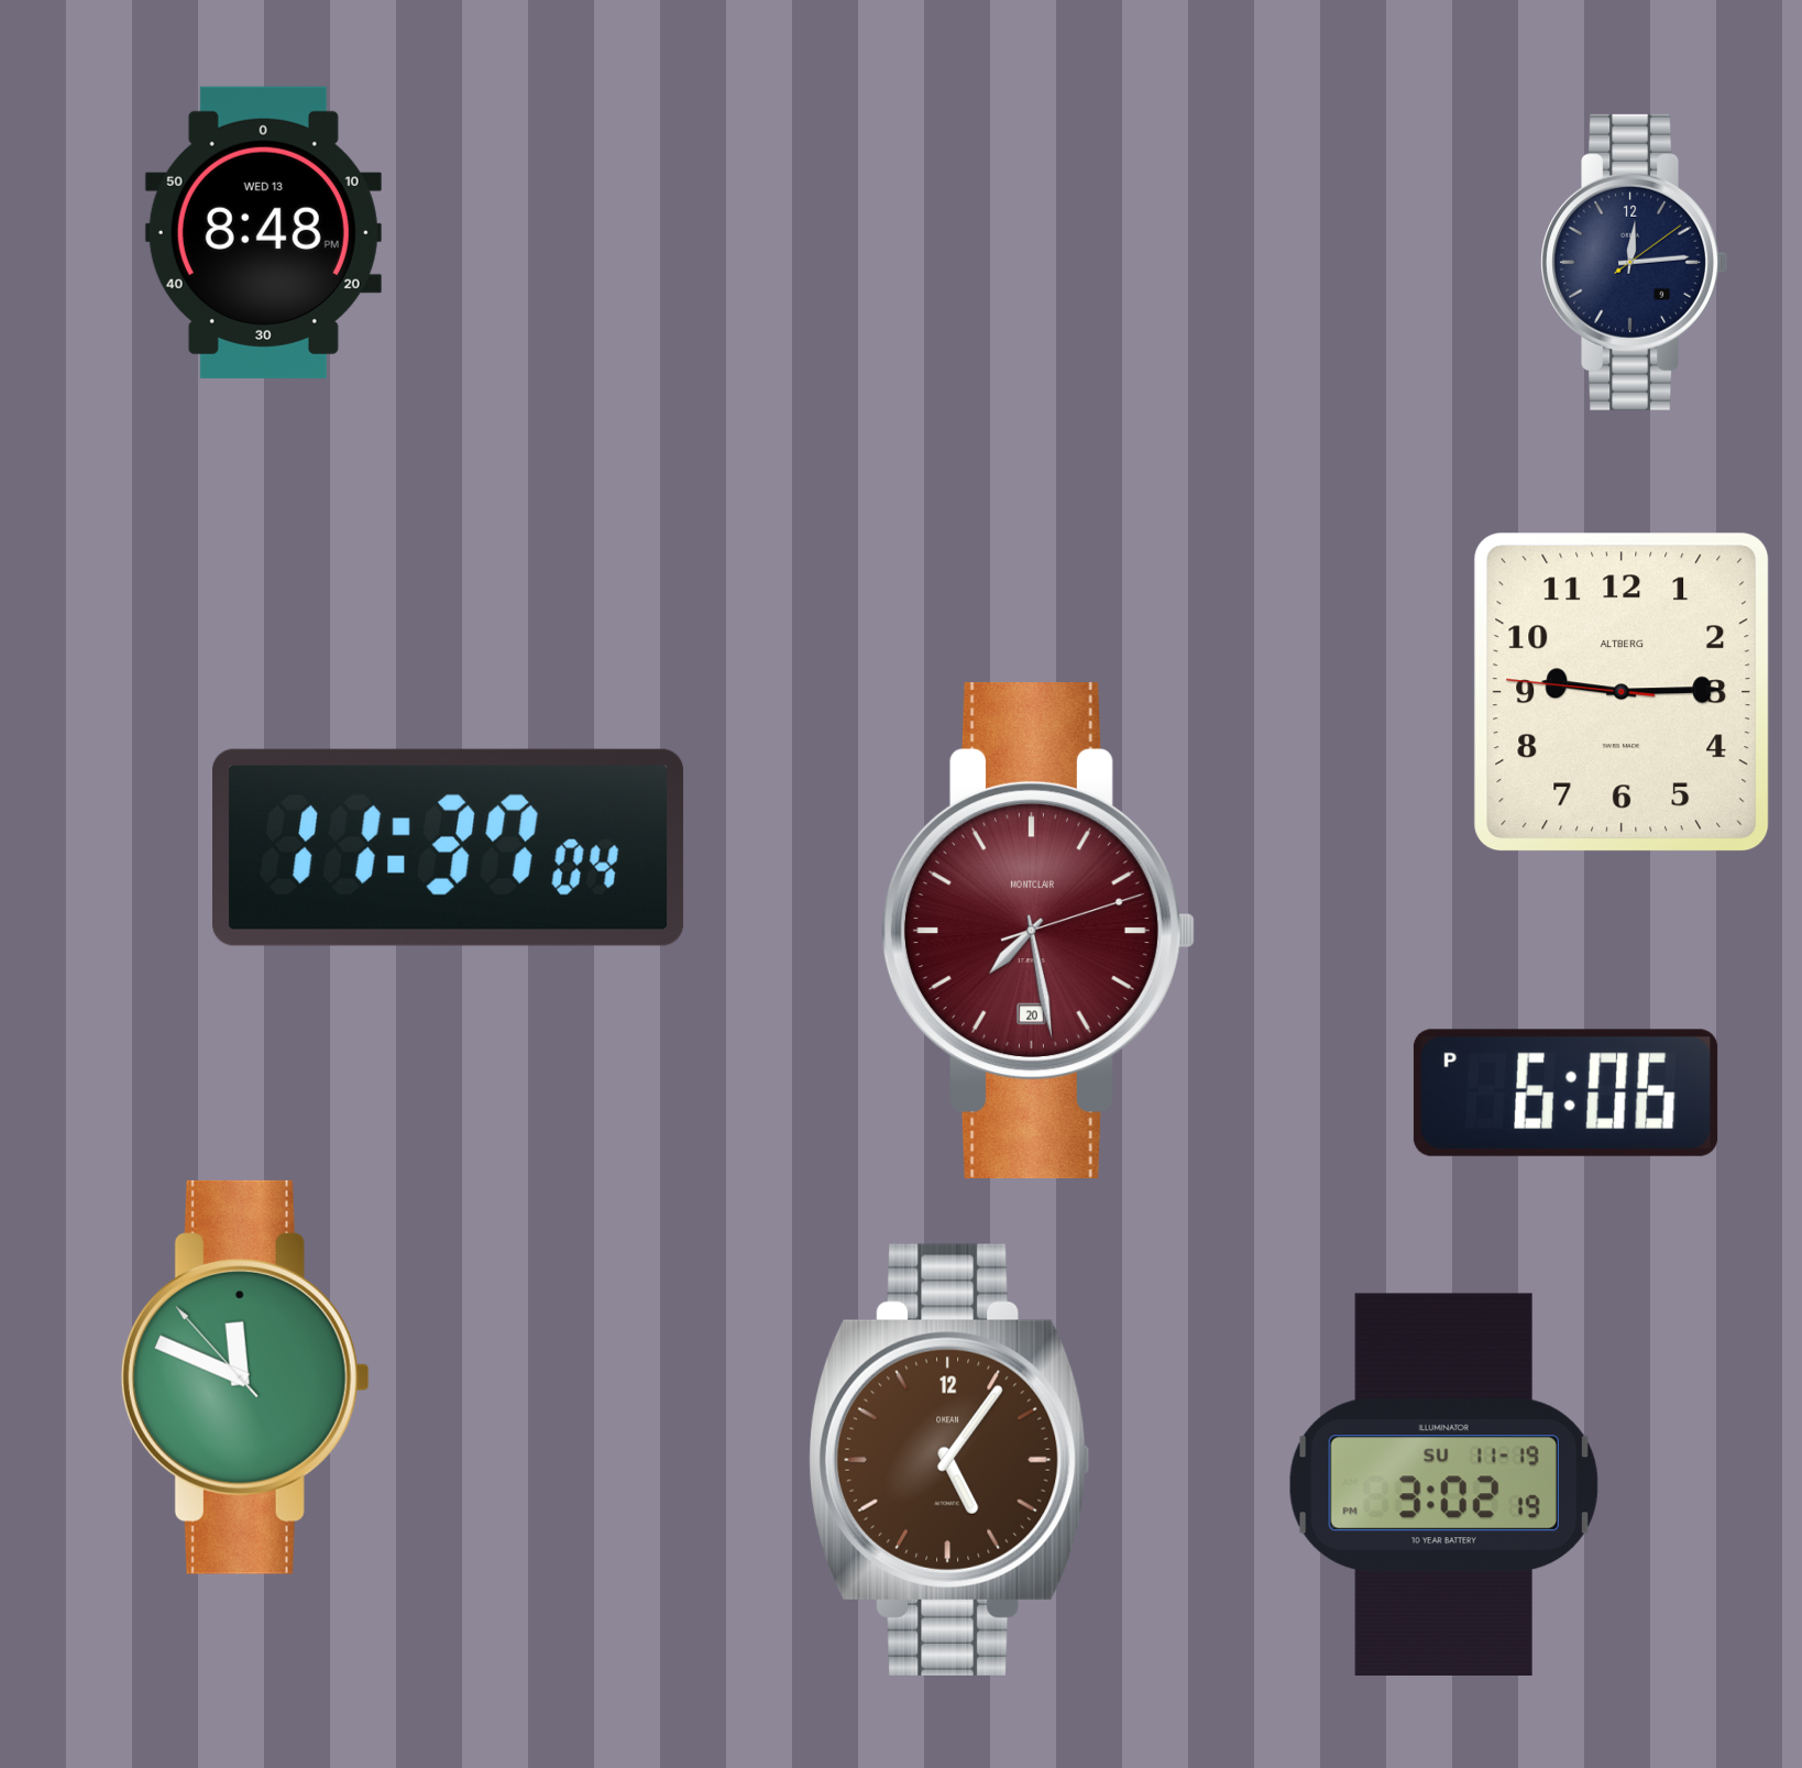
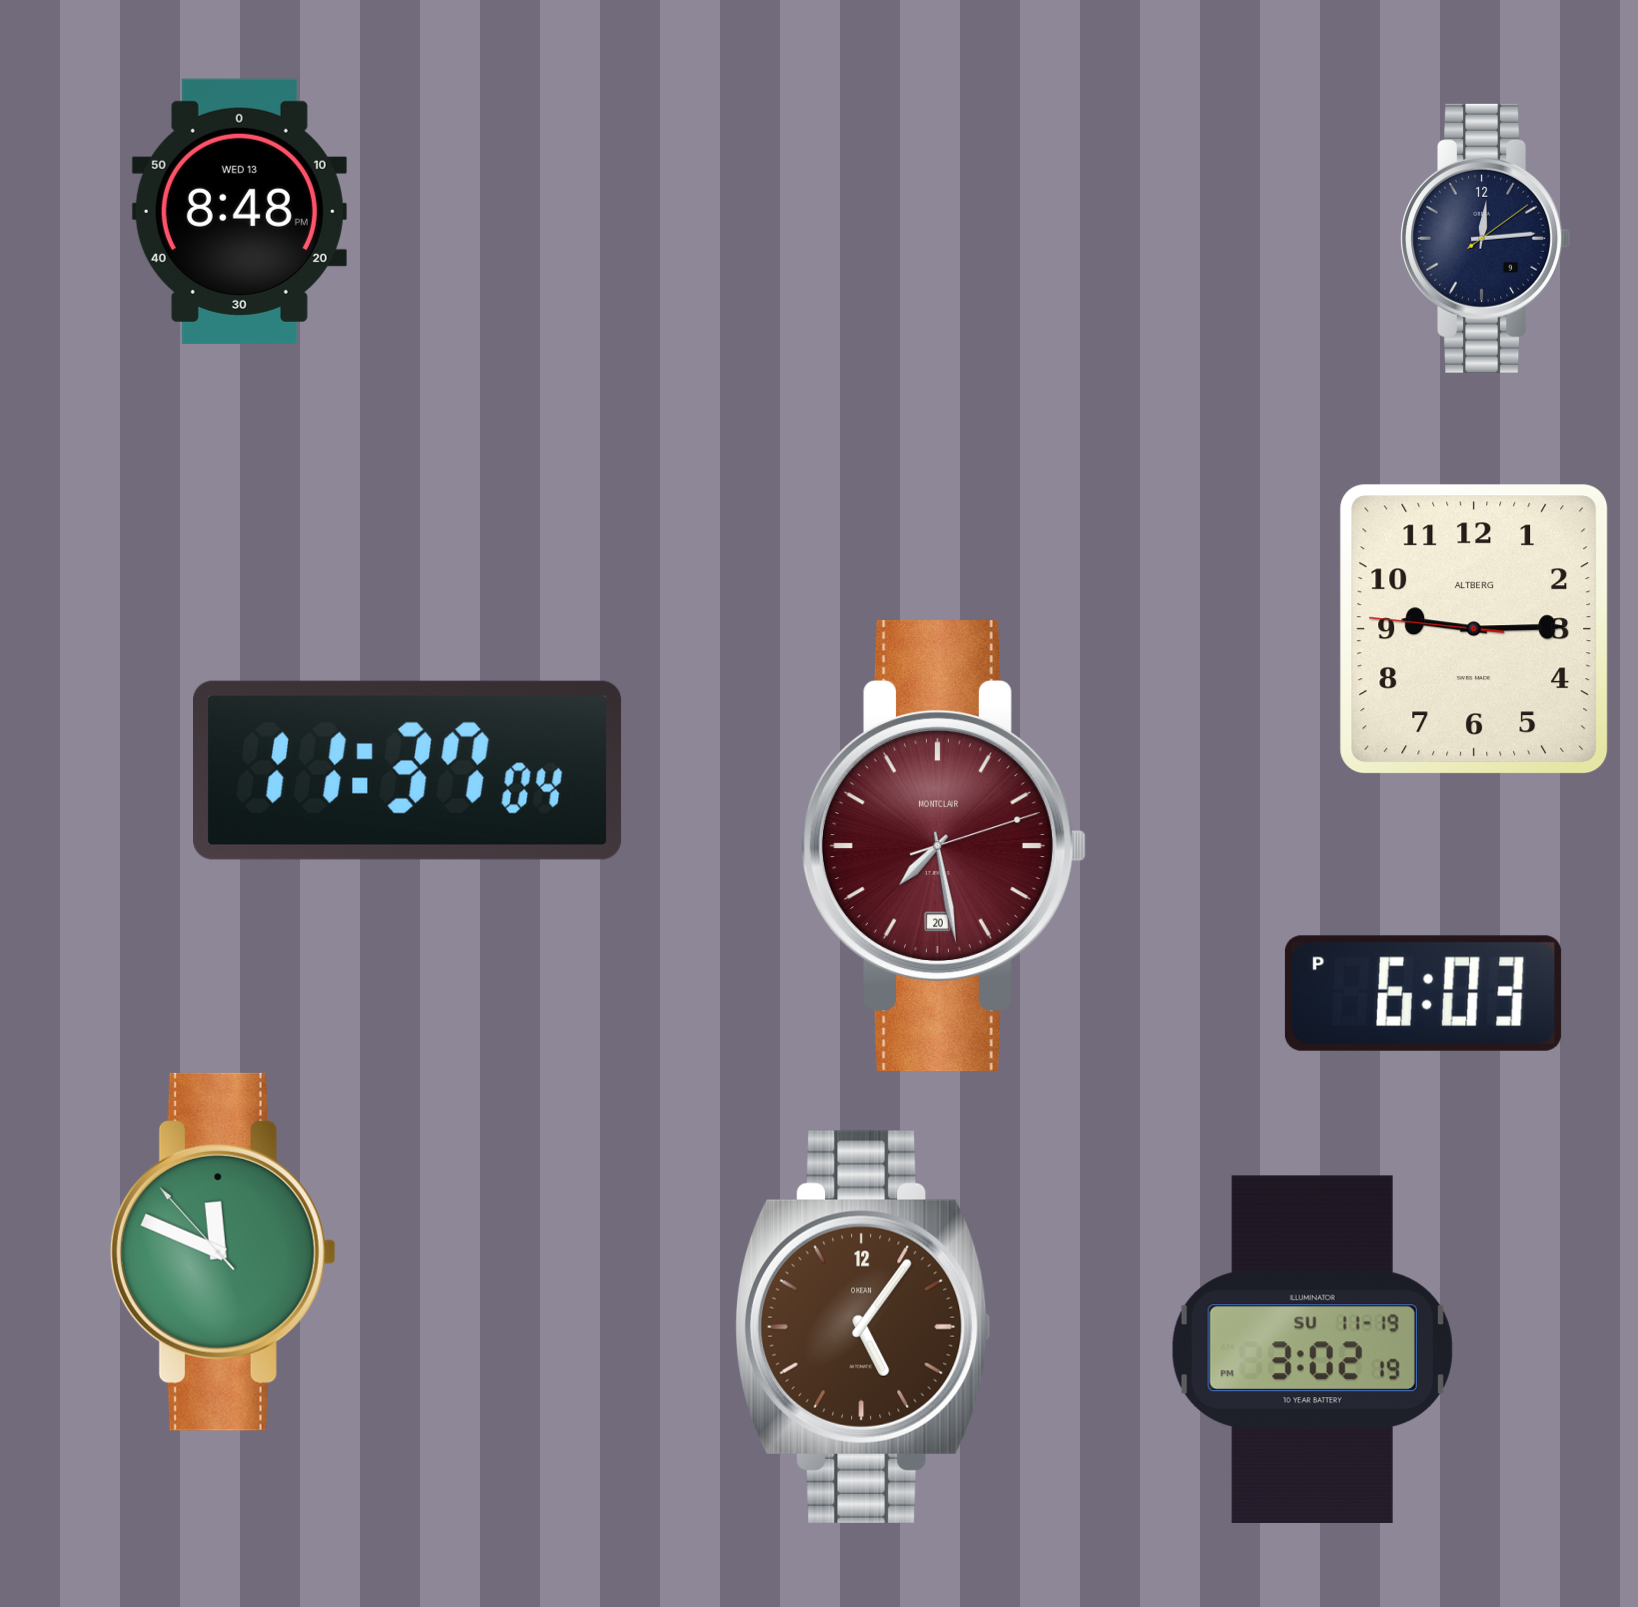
clock at (1565, 1092): 6:06 -> 6:03
